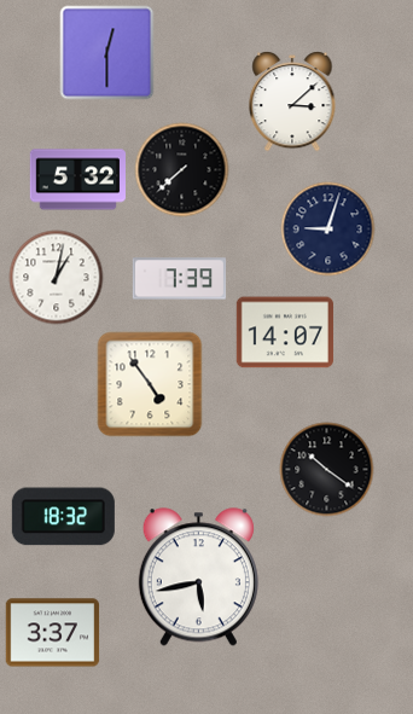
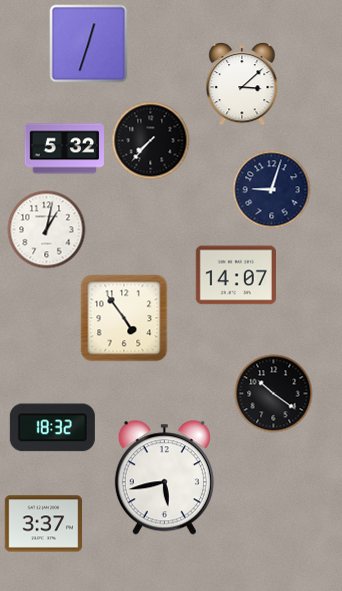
clock at (106, 52): 12:30 -> 12:33
clock at (181, 169): 7:38 -> 7:37
clock at (179, 279): 7:39 -> none
clock at (326, 469) position: (326, 469) -> (273, 393)
